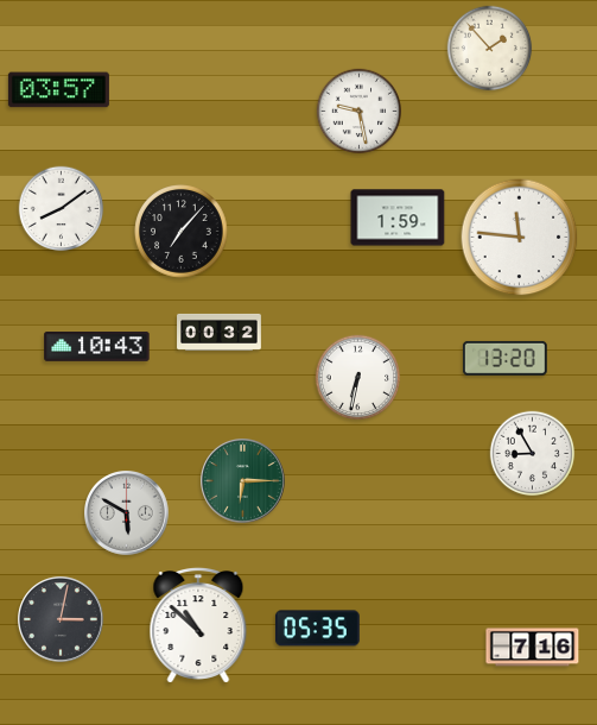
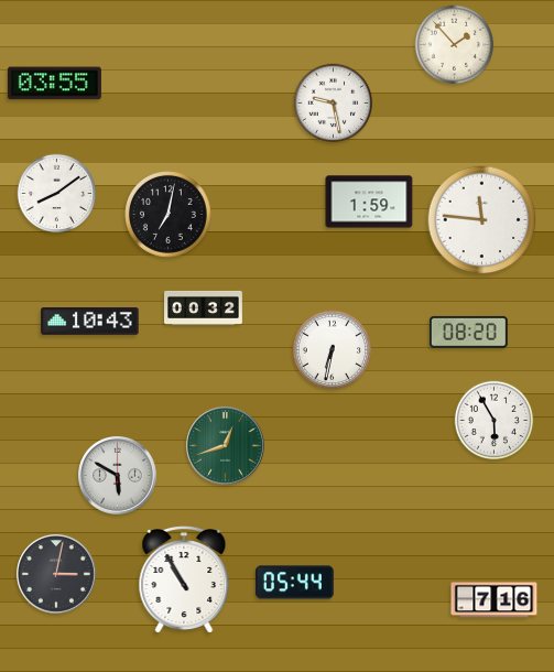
clock at (58, 90): 03:57 -> 03:55
clock at (182, 232): 7:07 -> 7:02
clock at (504, 358): 13:20 -> 08:20
clock at (533, 454): 8:55 -> 5:55
clock at (243, 481): 6:15 -> 12:42
clock at (198, 626): 10:52 -> 10:55
clock at (317, 629): 05:35 -> 05:44
